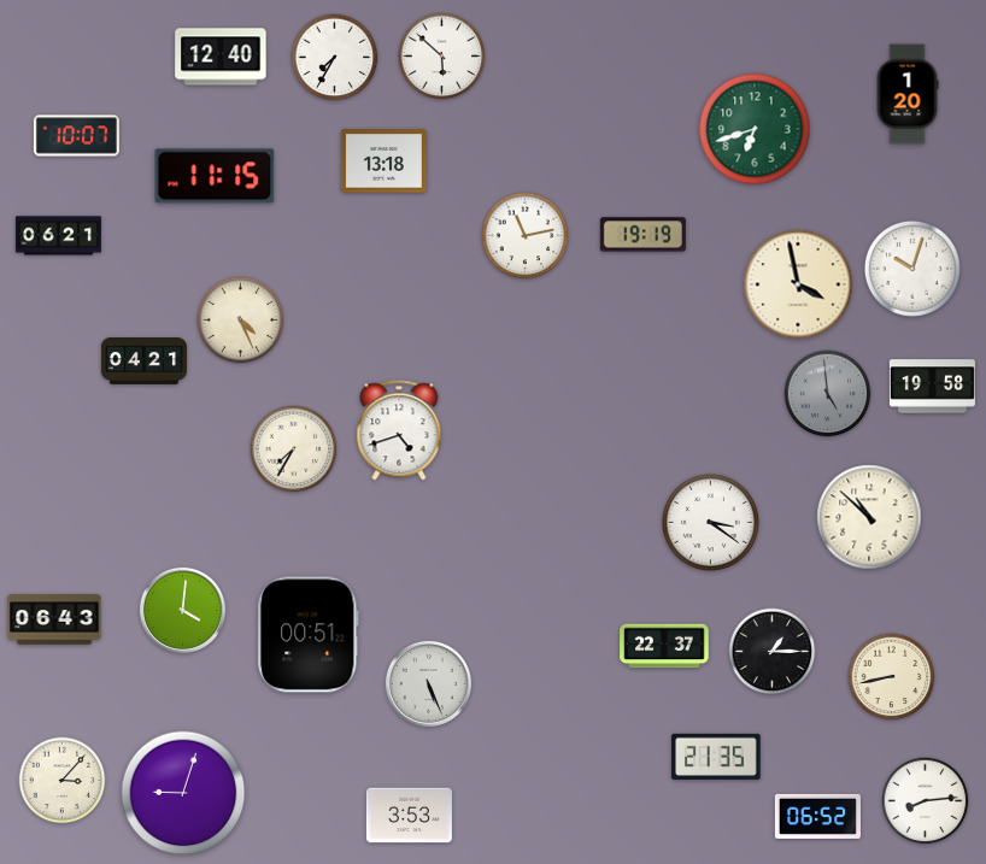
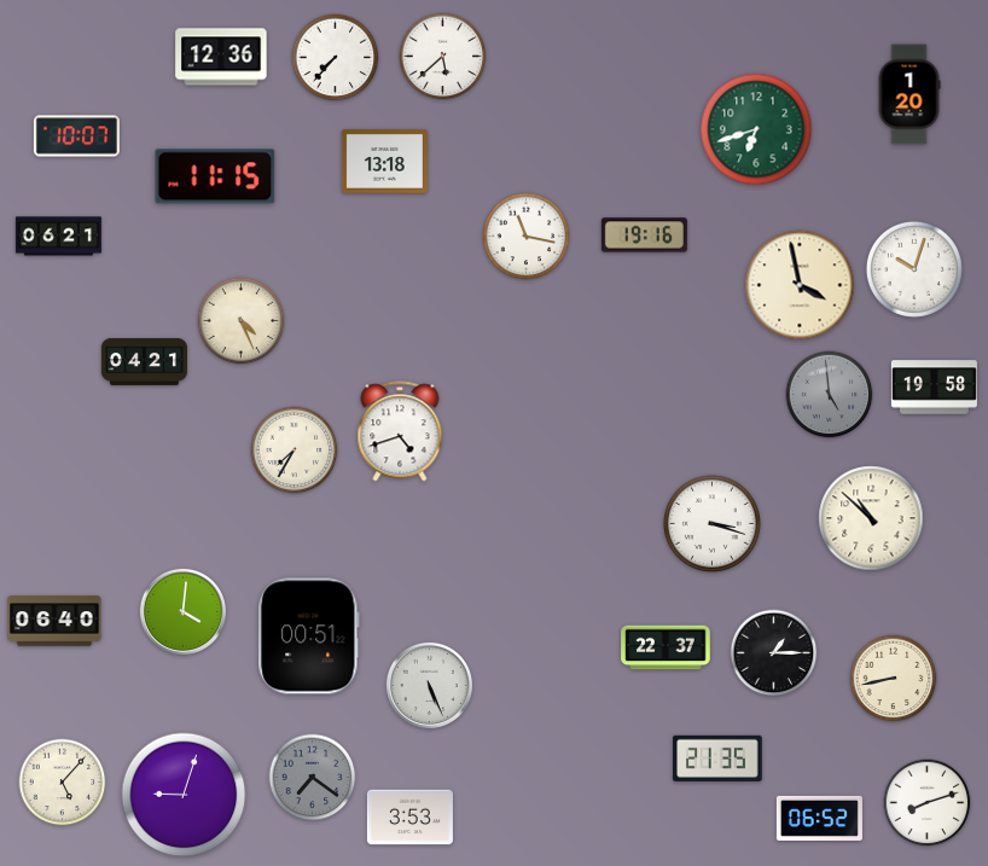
clock at (221, 57): 12:40 -> 12:36
clock at (442, 57): 5:52 -> 5:38
clock at (335, 58): 7:35 -> 7:37
clock at (642, 235): 19:19 -> 19:16
clock at (526, 236): 11:13 -> 11:17
clock at (710, 522): 3:21 -> 3:18
clock at (54, 619): 06:43 -> 06:40
clock at (313, 778): none -> 7:21
clock at (63, 781): 3:07 -> 5:07
clock at (926, 801): 8:14 -> 8:12
